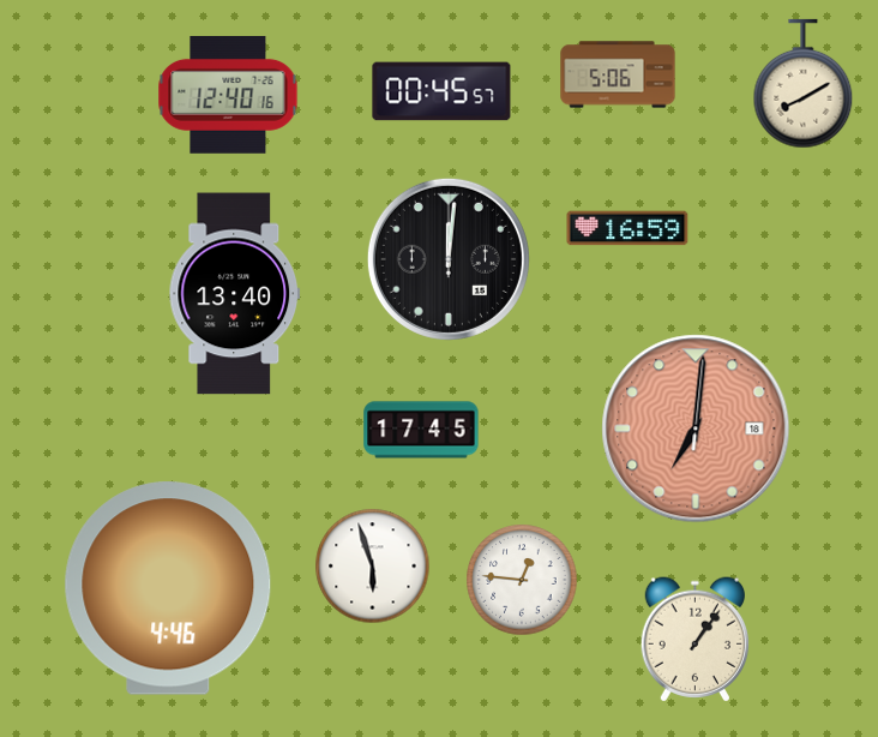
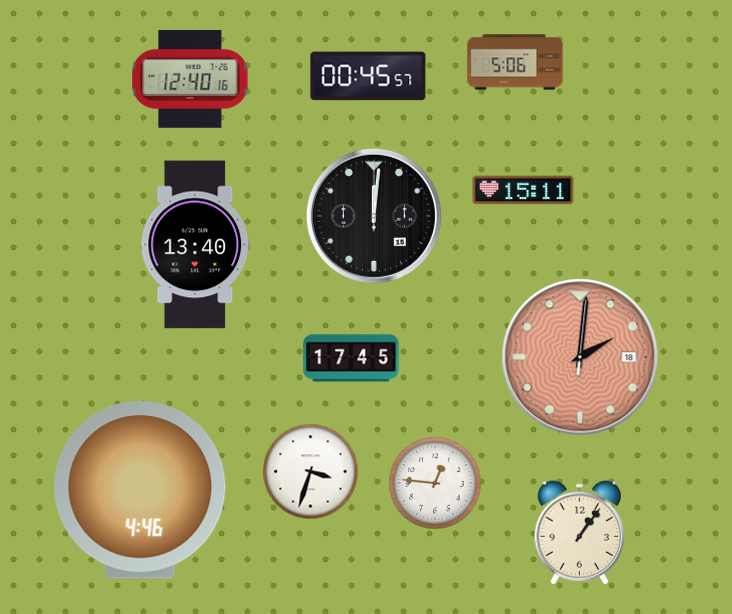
clock at (804, 84): 8:10 -> none
clock at (627, 228): 16:59 -> 15:11
clock at (696, 429): 7:01 -> 2:01
clock at (373, 567): 5:57 -> 3:33
